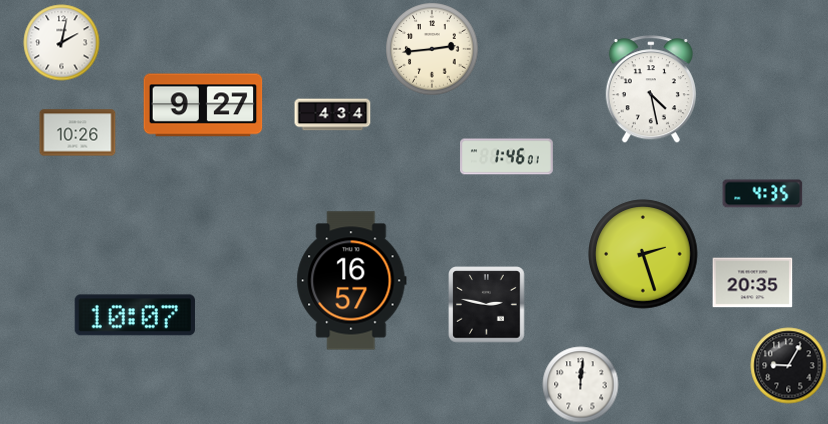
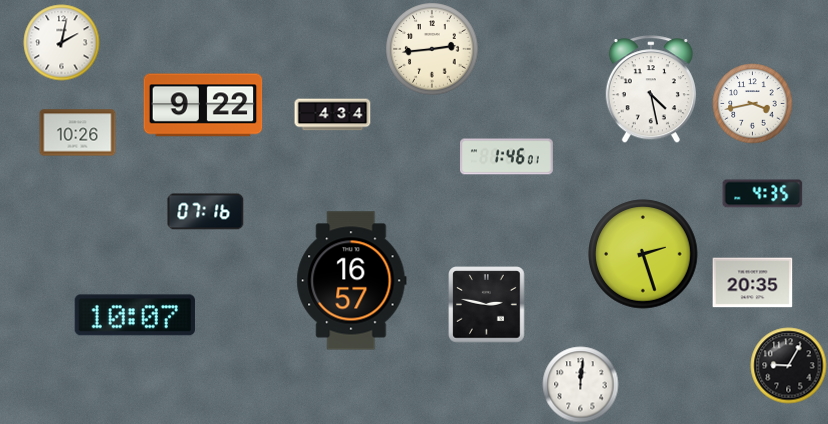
clock at (753, 104): none -> 3:43
clock at (203, 105): 9:27 -> 9:22
clock at (206, 212): none -> 07:16
